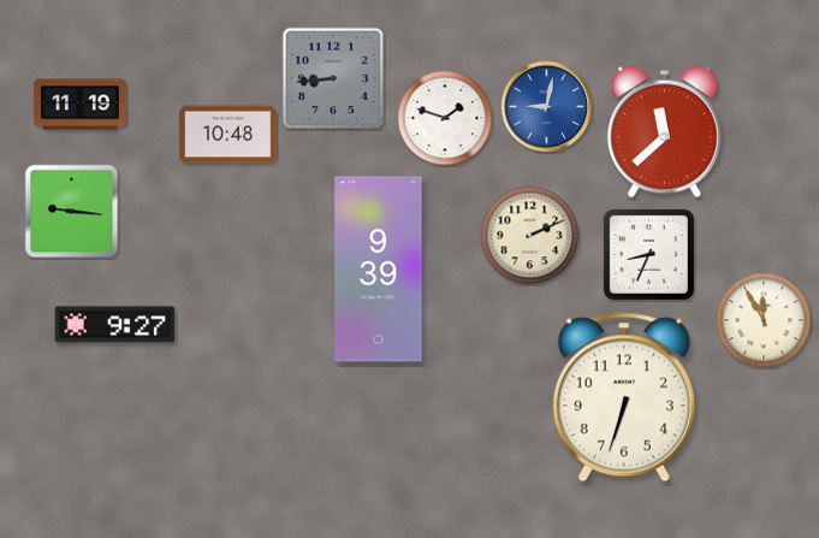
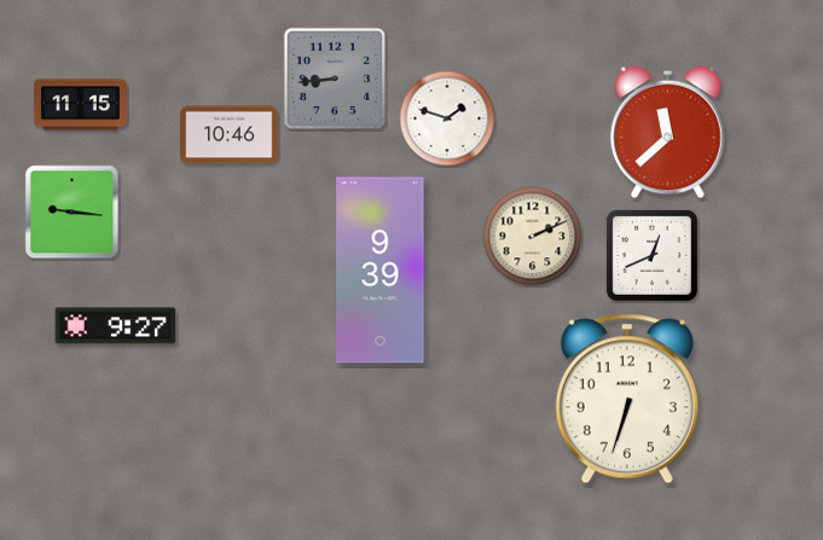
clock at (79, 105): 11:19 -> 11:15
clock at (547, 107): 9:02 -> none
clock at (229, 135): 10:48 -> 10:46
clock at (648, 254): 8:34 -> 12:41
clock at (764, 320): 11:55 -> none
